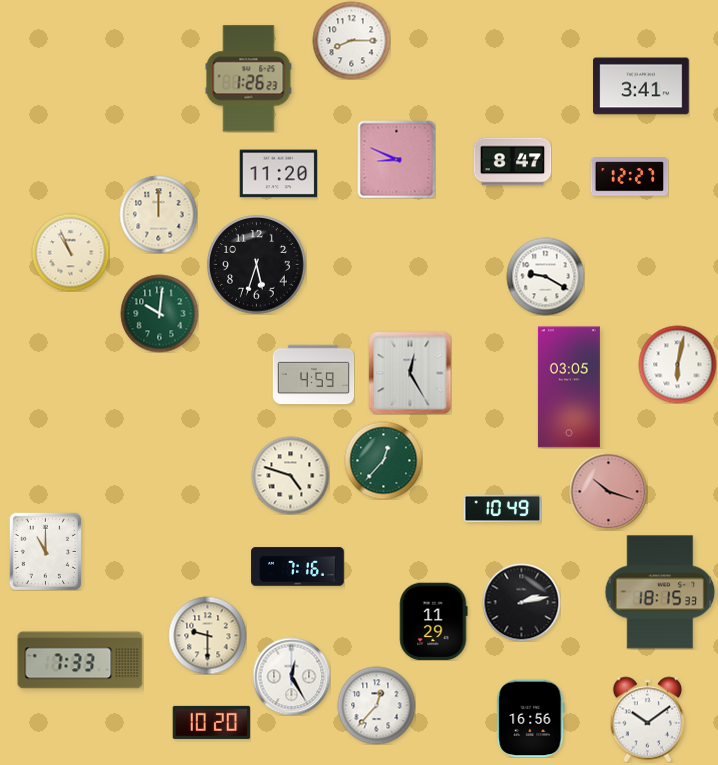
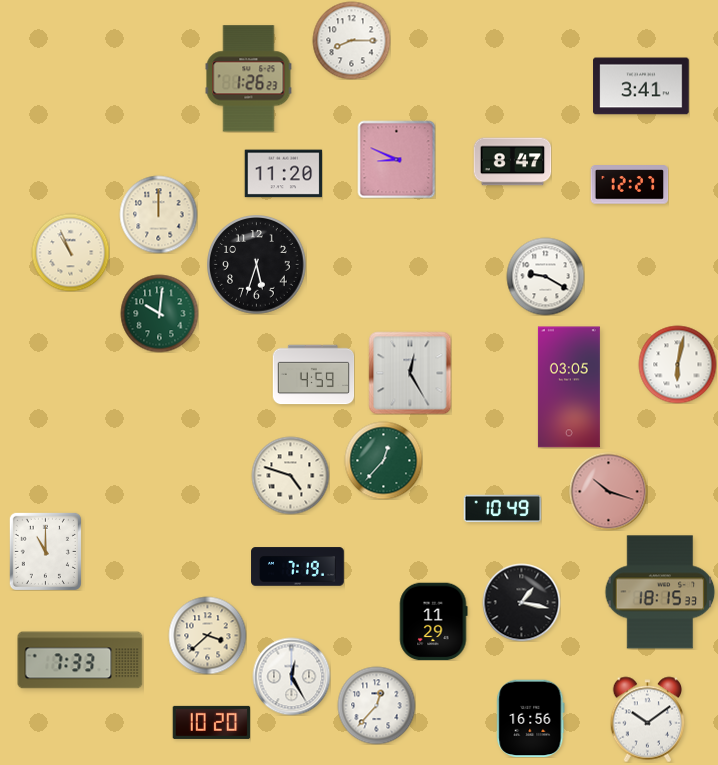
clock at (278, 174) position: (278, 174) -> (283, 174)
clock at (629, 177) position: (629, 177) -> (629, 185)
clock at (298, 567): 7:16 -> 7:19
clock at (521, 602): 2:13 -> 1:17
clock at (207, 635): 9:30 -> 3:38
